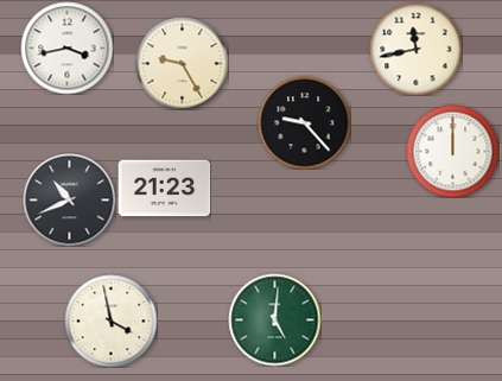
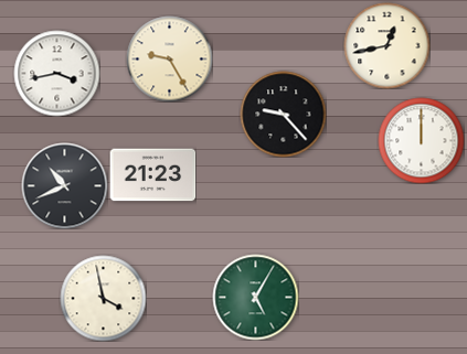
clock at (66, 47) position: (66, 47) -> (56, 73)
clock at (415, 49): 11:43 -> 12:43
clock at (274, 319): 5:01 -> 5:05
